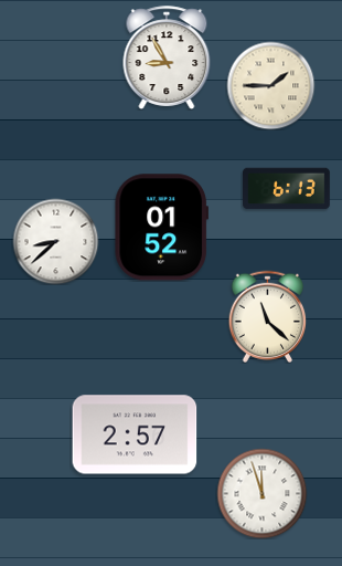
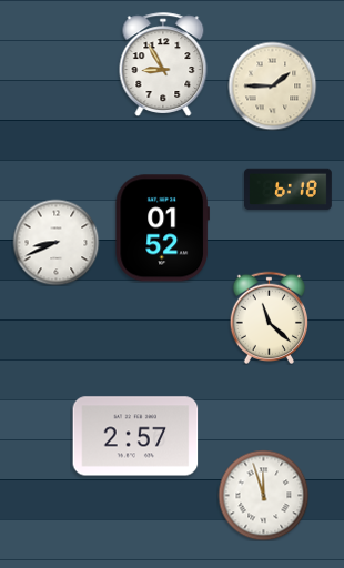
clock at (167, 57) position: (167, 57) -> (163, 64)
clock at (287, 189): 6:13 -> 6:18
clock at (55, 241): 8:38 -> 8:41
